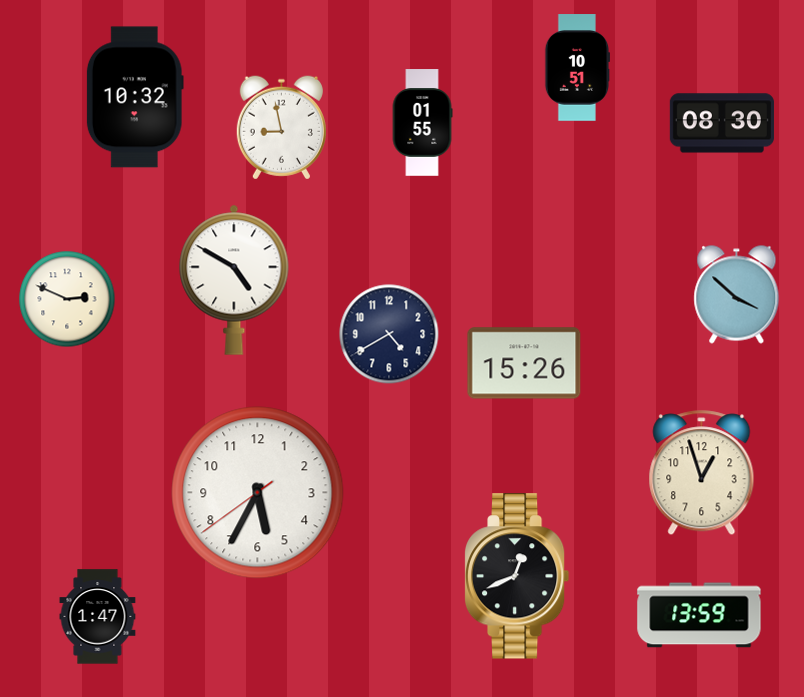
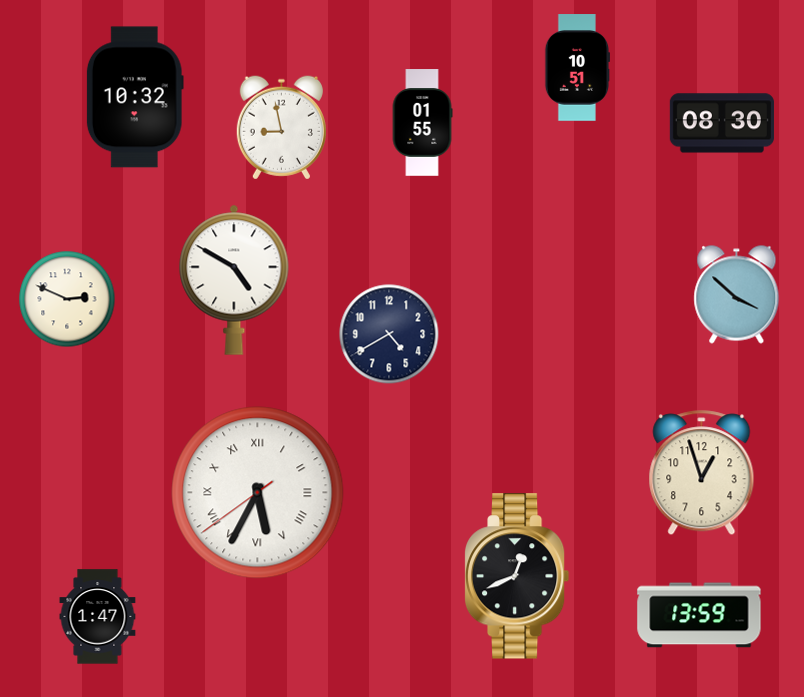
clock at (524, 363): 15:26 -> none
clock at (258, 493) numerals: Arabic -> Roman
